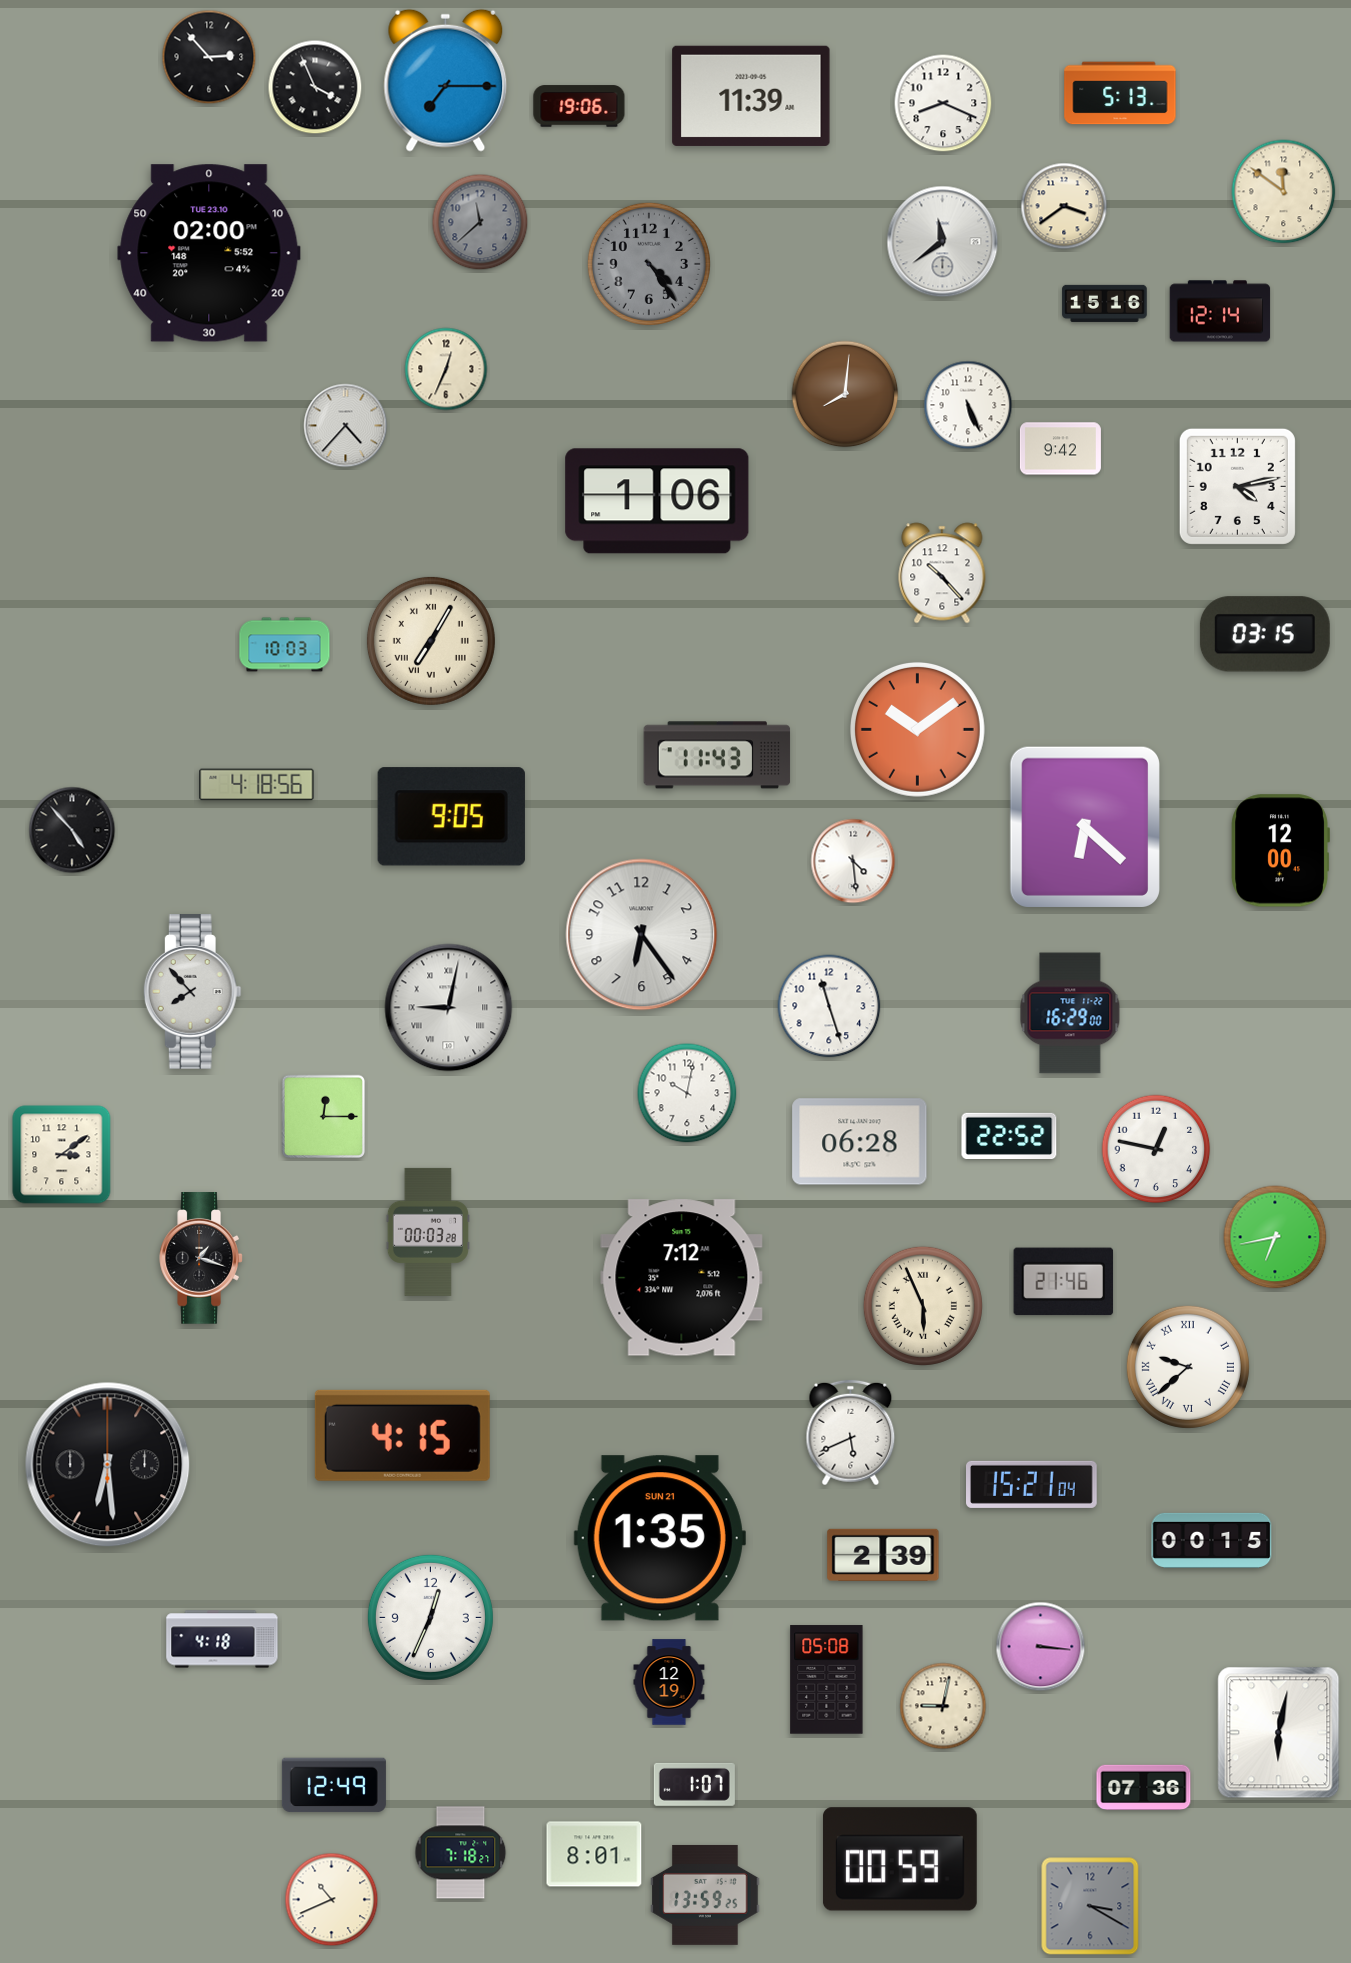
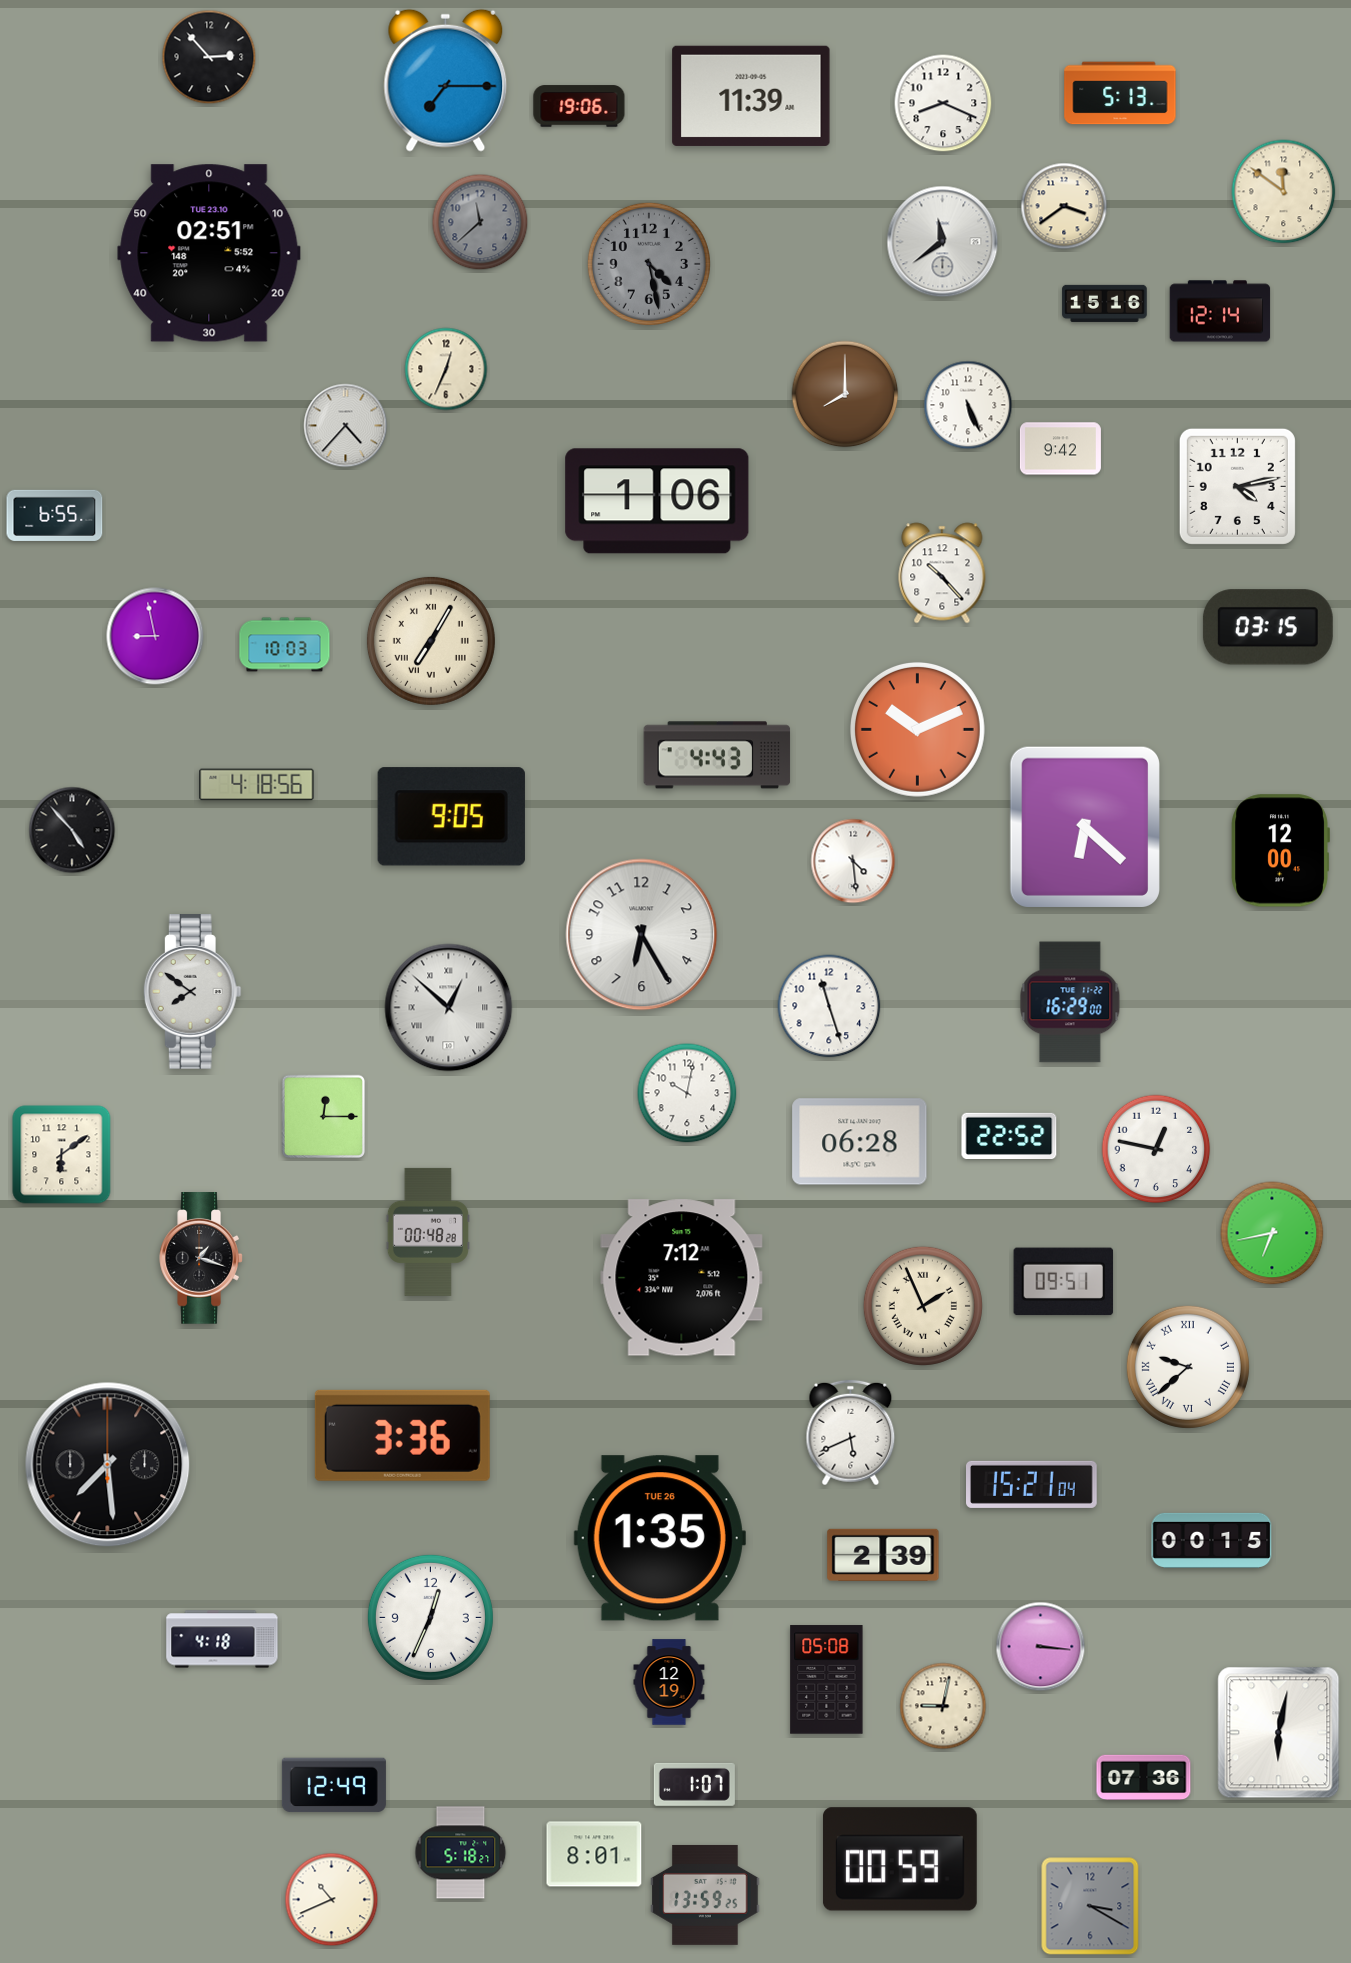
clock at (315, 87): 3:56 -> none
clock at (209, 253): 02:00 -> 02:51
clock at (649, 264): 4:24 -> 4:28
clock at (845, 394): 8:01 -> 8:00
clock at (55, 515): none -> 6:55
clock at (1265, 634) position: (1265, 634) -> (1268, 627)
clock at (155, 636): none -> 8:58
clock at (917, 729): 10:09 -> 10:11
clock at (717, 755): 11:43 -> 4:43
clock at (642, 935): 6:24 -> 6:25
clock at (192, 992): 7:53 -> 7:51
clock at (449, 1008): 9:02 -> 12:52
clock at (1070, 1013) position: (1070, 1013) -> (1070, 1002)
clock at (62, 1155): 3:09 -> 6:09
clock at (428, 1232): 00:03 -> 00:48
clock at (1275, 1237) position: (1275, 1237) -> (1272, 1233)
clock at (1064, 1282): 21:46 -> 09:51
clock at (923, 1306): 5:56 -> 1:56
clock at (402, 1435): 4:15 -> 3:36
clock at (108, 1465): 6:29 -> 7:29
clock at (660, 1538) date: SUN 21 -> TUE 26
clock at (1144, 1788) position: (1144, 1788) -> (1144, 1778)
clock at (461, 1853): 7:18 -> 5:18
